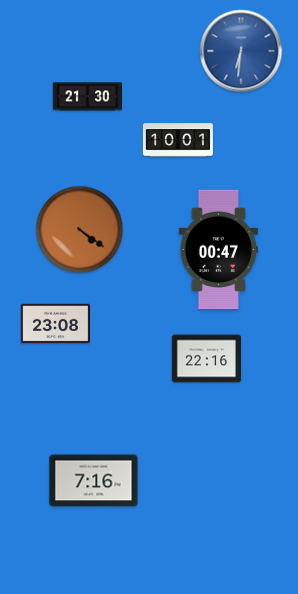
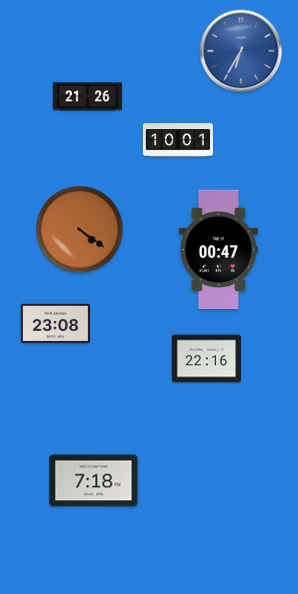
clock at (241, 51): 6:31 -> 6:35
clock at (87, 97): 21:30 -> 21:26
clock at (94, 481): 7:16 -> 7:18
